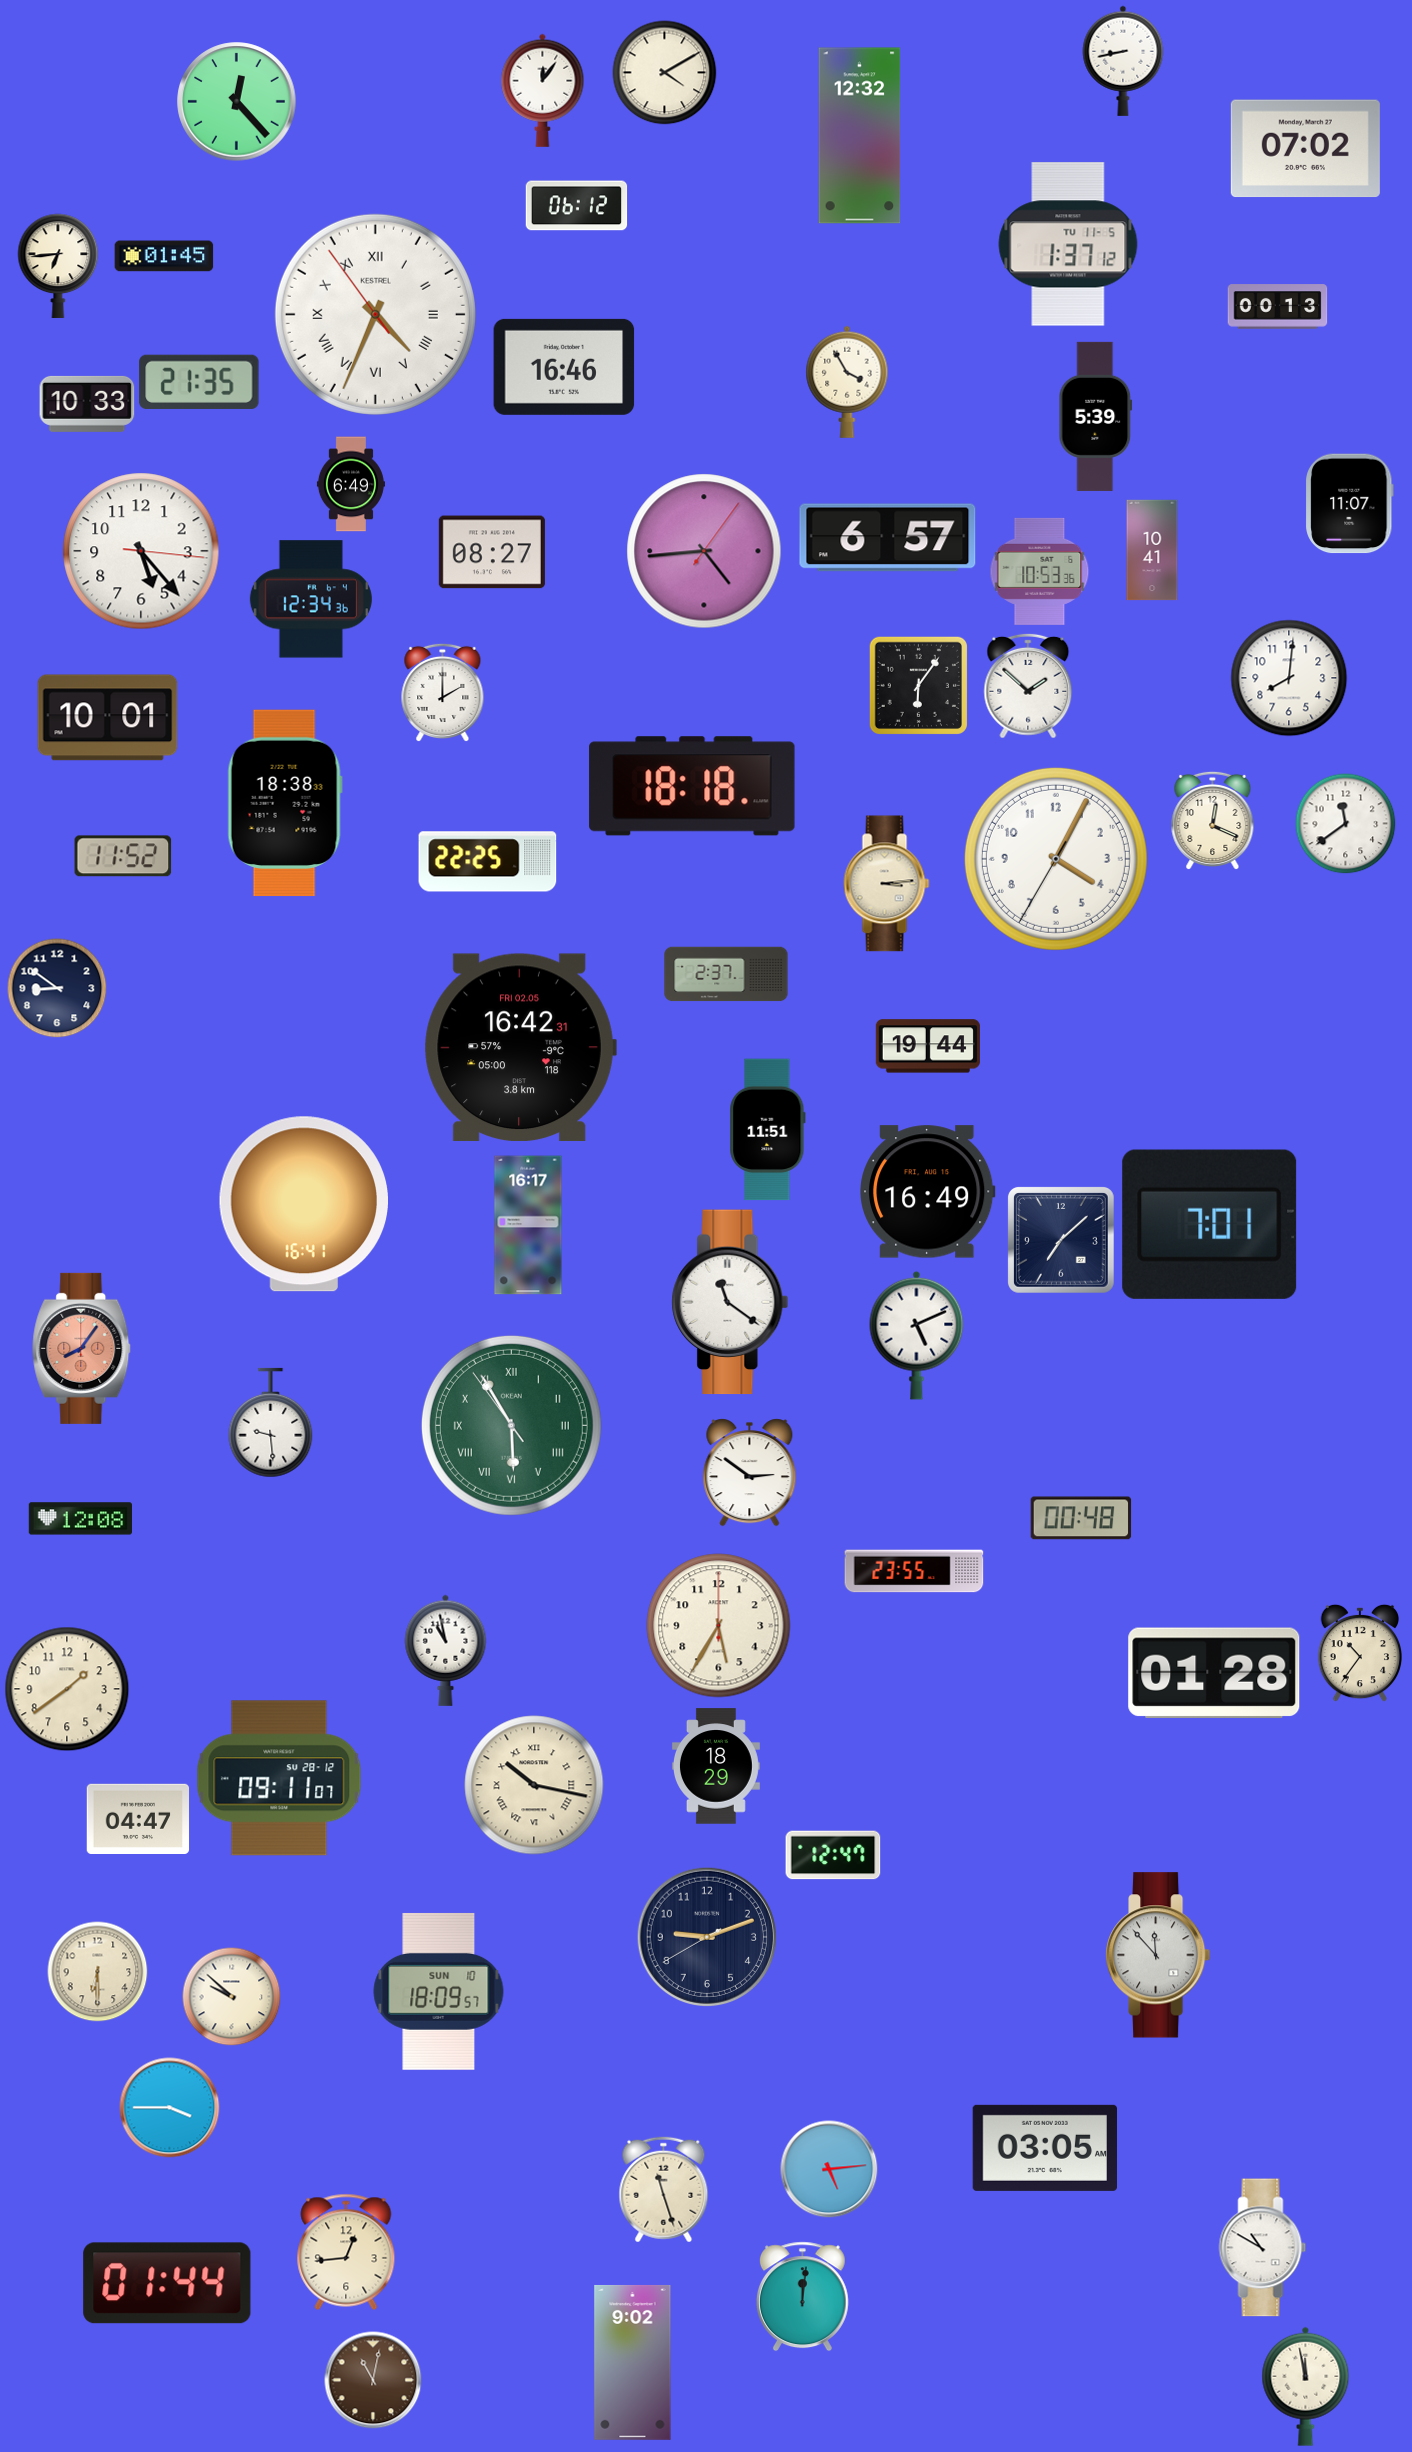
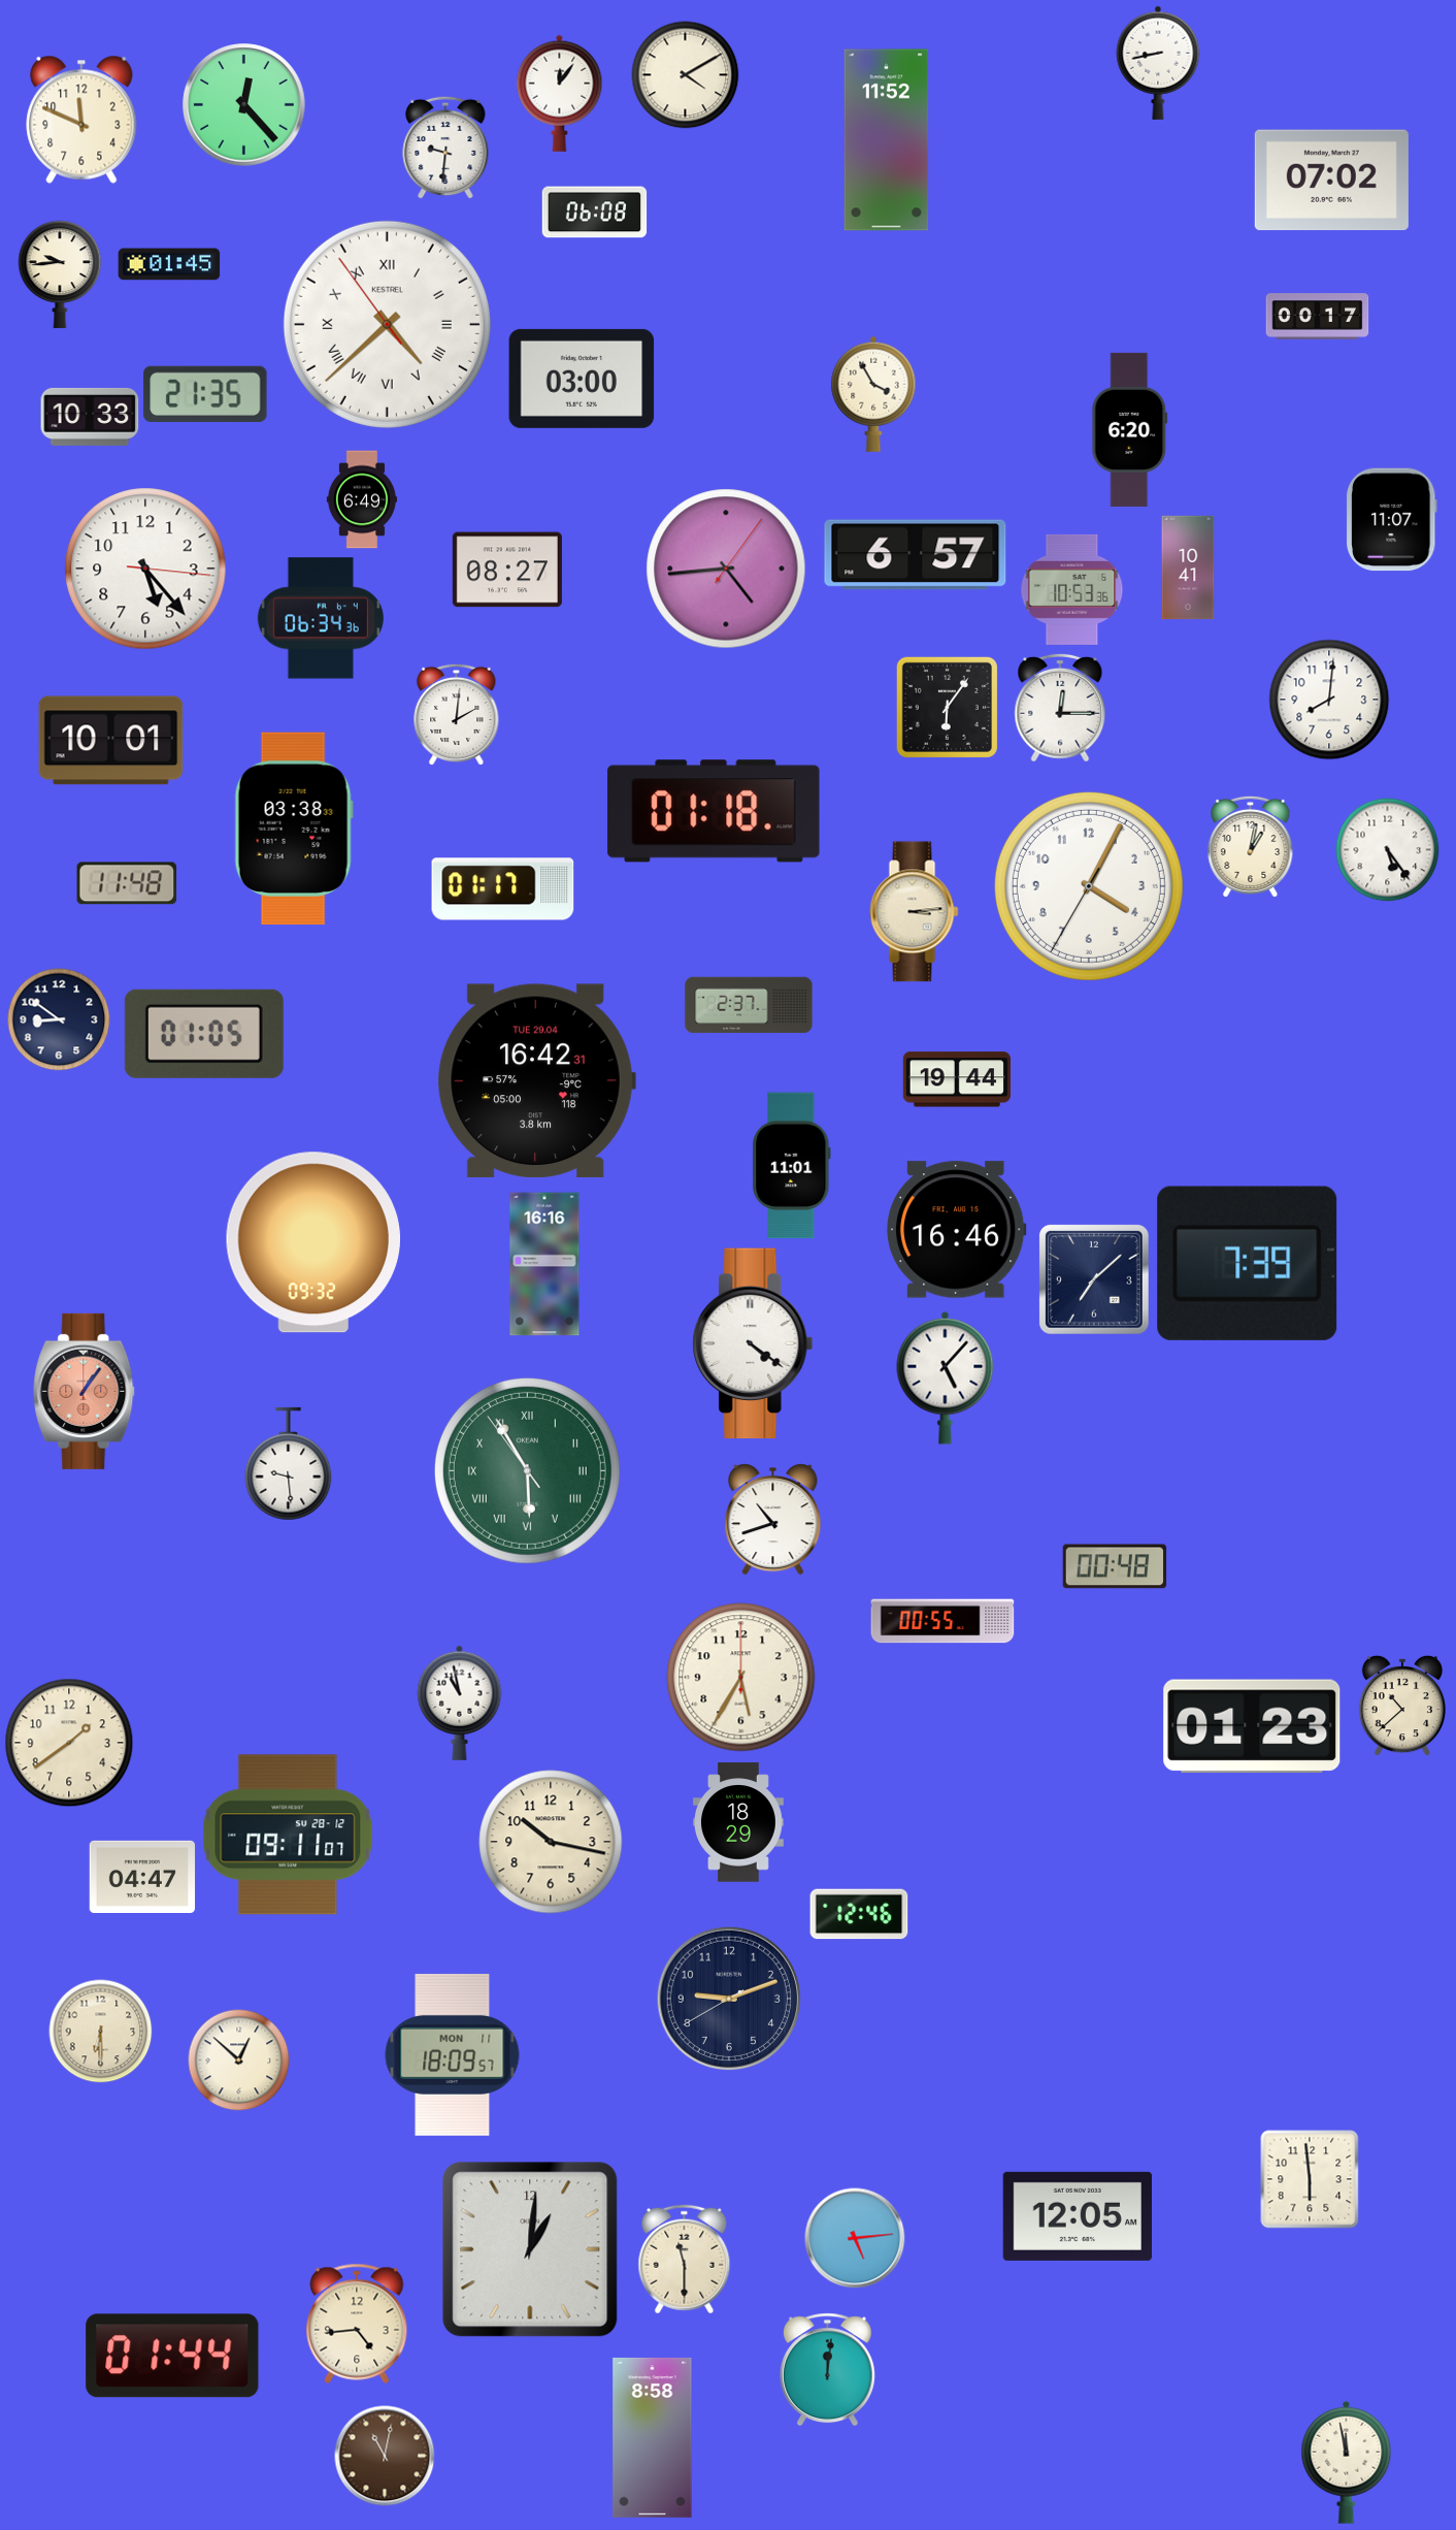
clock at (81, 120): none -> 11:49
clock at (860, 136): 12:32 -> 11:52
clock at (445, 148): none -> 9:31
clock at (1305, 149) position: (1305, 149) -> (1331, 181)
clock at (577, 206): 06:12 -> 06:08
clock at (1068, 244): 1:37 -> none
clock at (58, 266): 6:44 -> 9:44
clock at (1278, 307): 00:13 -> 00:17
clock at (375, 314): 4:33 -> 4:37
clock at (564, 367): 16:46 -> 03:00
clock at (1096, 416): 5:39 -> 6:20
clock at (311, 599): 12:34 -> 06:34
clock at (1028, 686): 1:52 -> 12:15
clock at (443, 692): 2:00 -> 2:01
clock at (692, 786): 18:18 -> 01:18
clock at (285, 803): 18:38 -> 03:38
clock at (1213, 820): 12:19 -> 1:02
clock at (1346, 824): 11:39 -> 5:24
clock at (123, 856): 11:52 -> 11:48
clock at (488, 862): 22:25 -> 01:17
clock at (204, 1034): none -> 01:05
clock at (520, 1047) date: FRI 02.05 -> TUE 29.04
clock at (768, 1130): 11:51 -> 11:01
clock at (928, 1192): 16:49 -> 16:46
clock at (303, 1204): 16:41 -> 09:32
clock at (1210, 1224): 7:01 -> 7:39
clock at (528, 1225): 16:17 -> 16:16
clock at (730, 1302): 11:21 -> 4:21
clock at (917, 1335): 5:11 -> 5:07
clock at (82, 1348): 8:06 -> 1:06
clock at (271, 1423) position: (271, 1423) -> (289, 1464)
clock at (750, 1473): 2:51 -> 10:42
clock at (80, 1519): 12:08 -> none
clock at (914, 1571): 23:55 -> 00:55
clock at (1359, 1653): 10:36 -> 10:38
clock at (1214, 1673): 01:28 -> 01:23
clock at (534, 1785) numerals: Roman -> Arabic
clock at (833, 1855): 12:47 -> 12:46
clock at (1158, 1955): 11:53 -> none
clock at (98, 1972) position: (98, 1972) -> (101, 2032)
clock at (439, 1992) date: SUN 10 -> MON 11
clock at (232, 1997): 9:52 -> 12:52
clock at (170, 2108): 3:45 -> none
clock at (1310, 2179): none -> 5:59
clock at (1044, 2148): 03:05 -> 12:05
clock at (530, 2249): none -> 1:01
clock at (664, 2190): 11:27 -> 11:30
clock at (1263, 2248): 10:50 -> none
clock at (346, 2252): 12:44 -> 4:44
clock at (633, 2362): 9:02 -> 8:58
